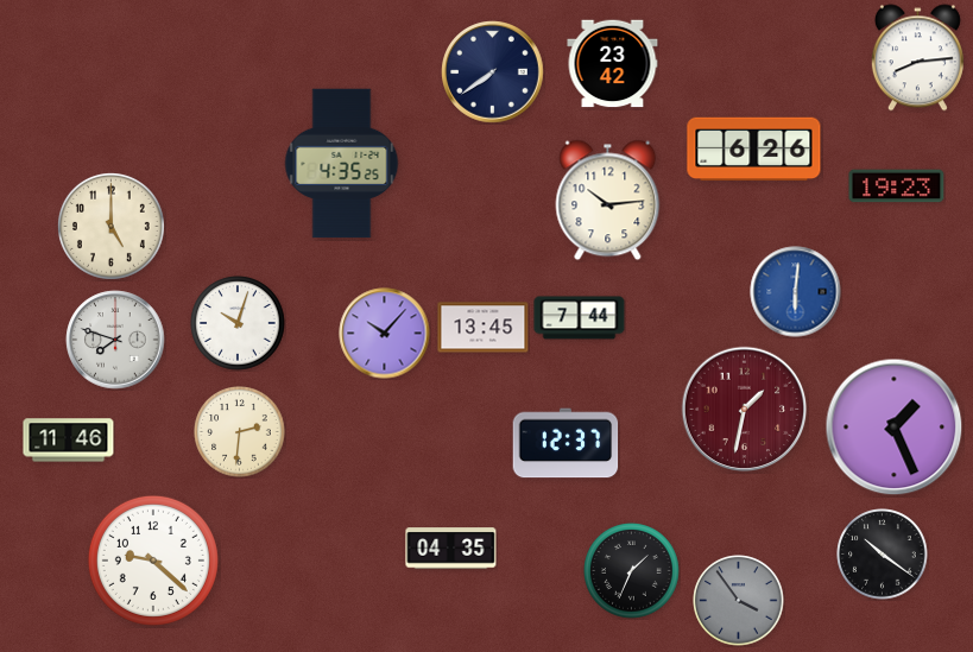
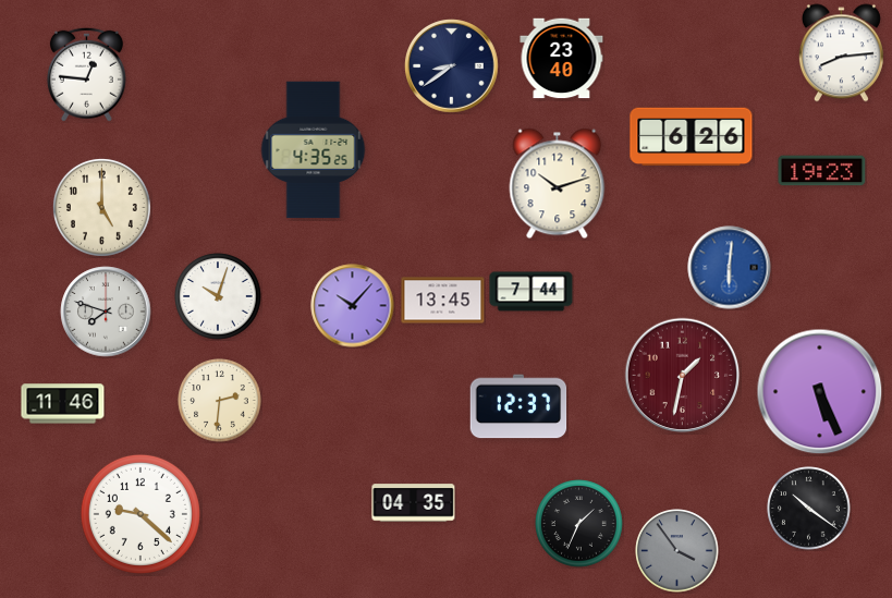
clock at (613, 64): 23:42 -> 23:40
clock at (493, 72): 7:39 -> 8:39
clock at (86, 74): none -> 12:46
clock at (608, 201): 10:14 -> 10:12
clock at (895, 428): 1:26 -> 5:26
clock at (240, 432) position: (240, 432) -> (220, 401)
